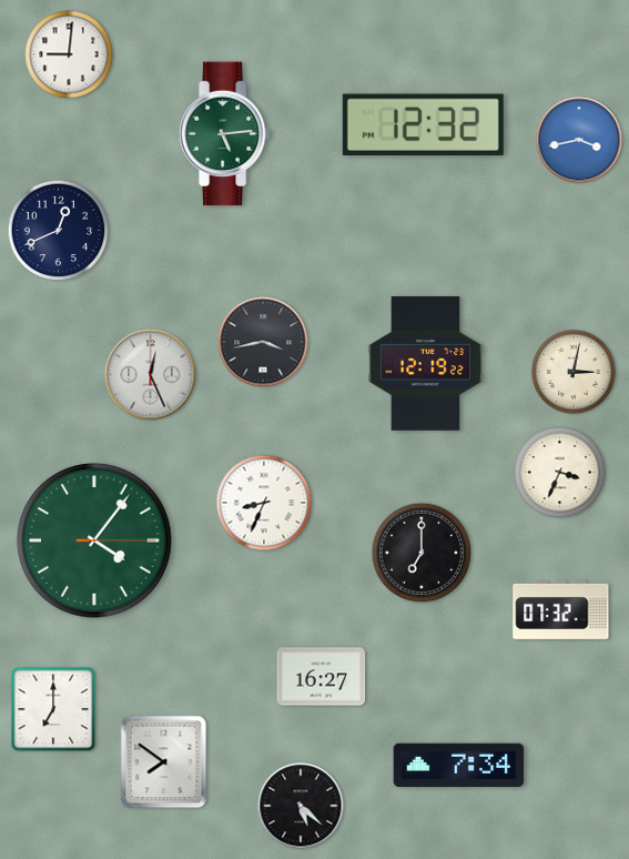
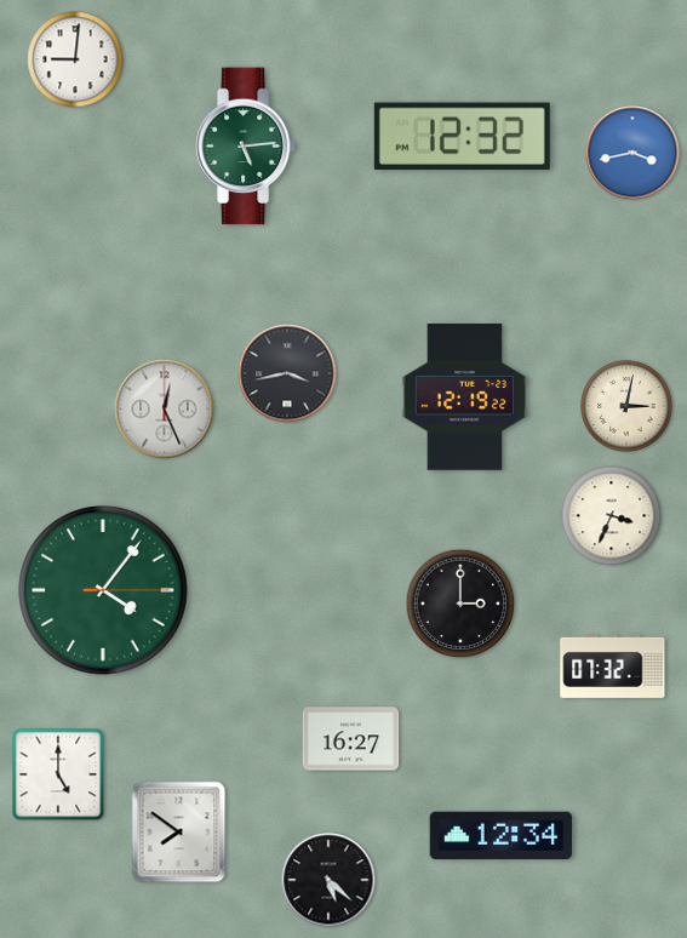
clock at (59, 231): 12:41 -> none
clock at (264, 503): 8:34 -> none
clock at (422, 553): 7:00 -> 3:00
clock at (53, 709): 7:00 -> 5:00
clock at (459, 766): 7:34 -> 12:34
